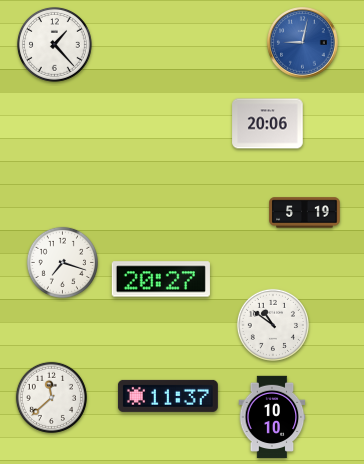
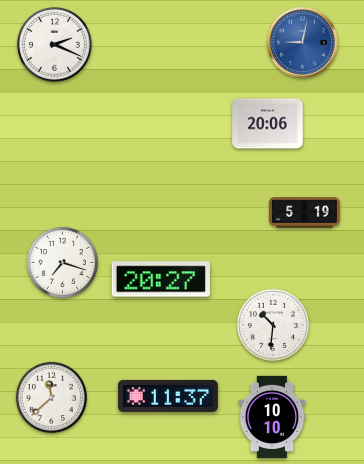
clock at (55, 45): 1:23 -> 2:19
clock at (273, 325): 10:51 -> 10:31
